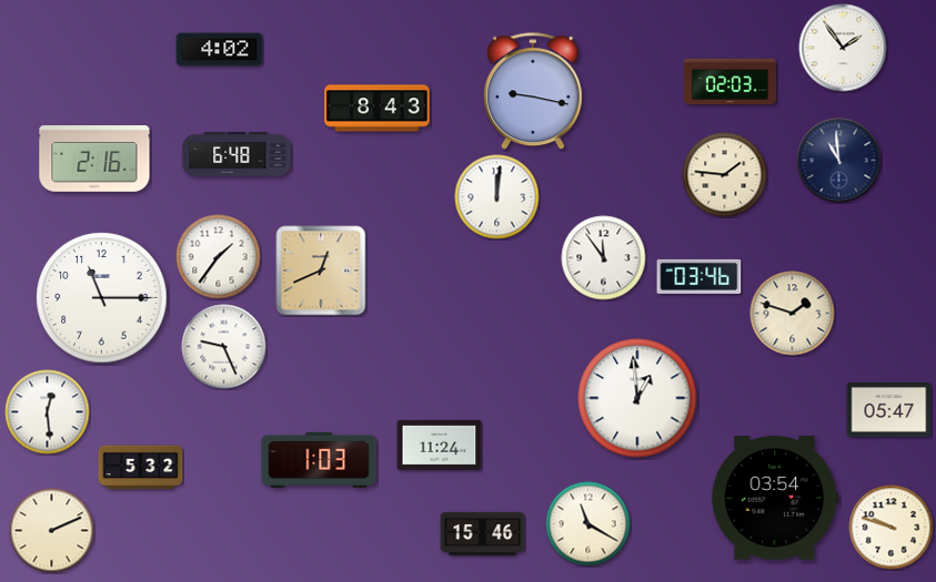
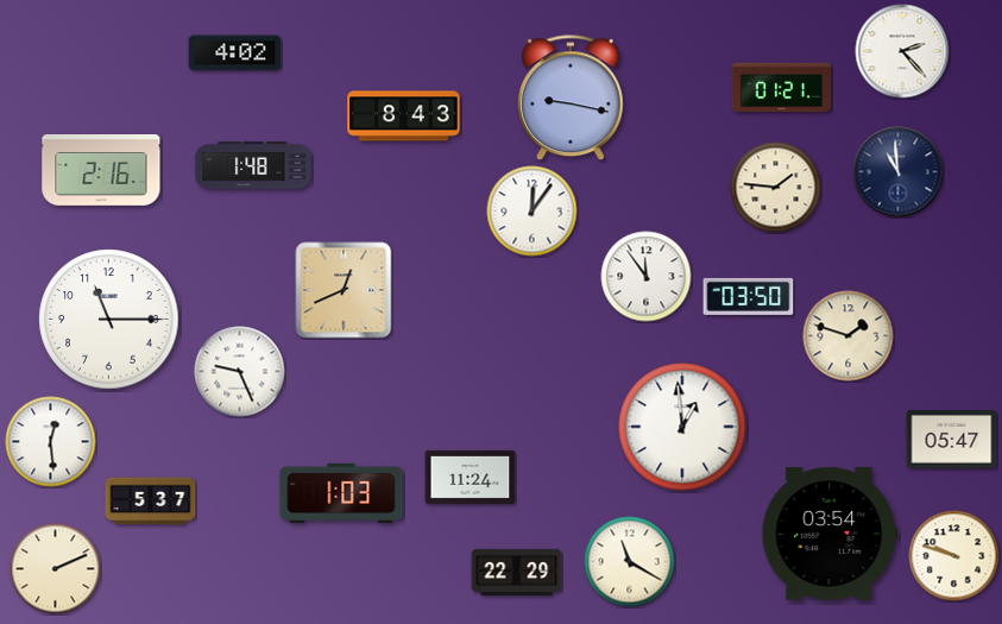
clock at (843, 48): 1:54 -> 2:23
clock at (731, 82): 02:03 -> 01:21
clock at (236, 154): 6:48 -> 1:48
clock at (497, 197): 12:01 -> 12:06
clock at (219, 257): 1:36 -> none
clock at (700, 276): 03:46 -> 03:50
clock at (141, 468): 5:32 -> 5:37
clock at (892, 528) position: (892, 528) -> (954, 556)
clock at (483, 533): 15:46 -> 22:29
